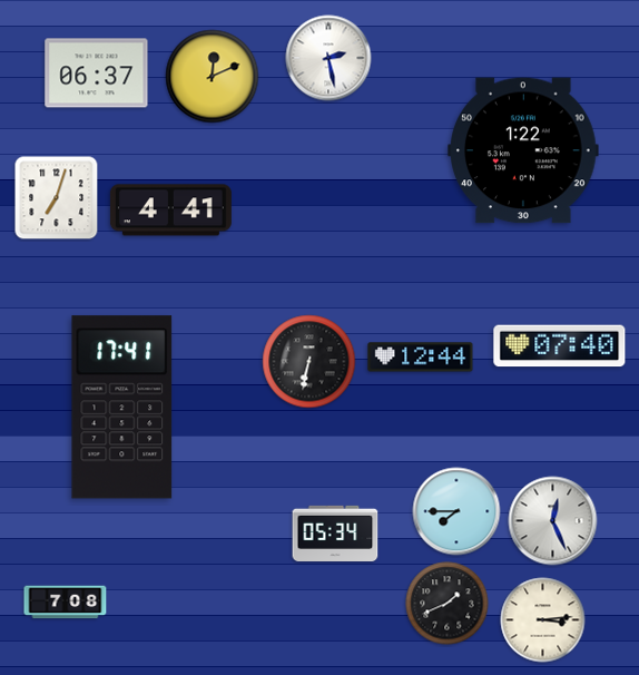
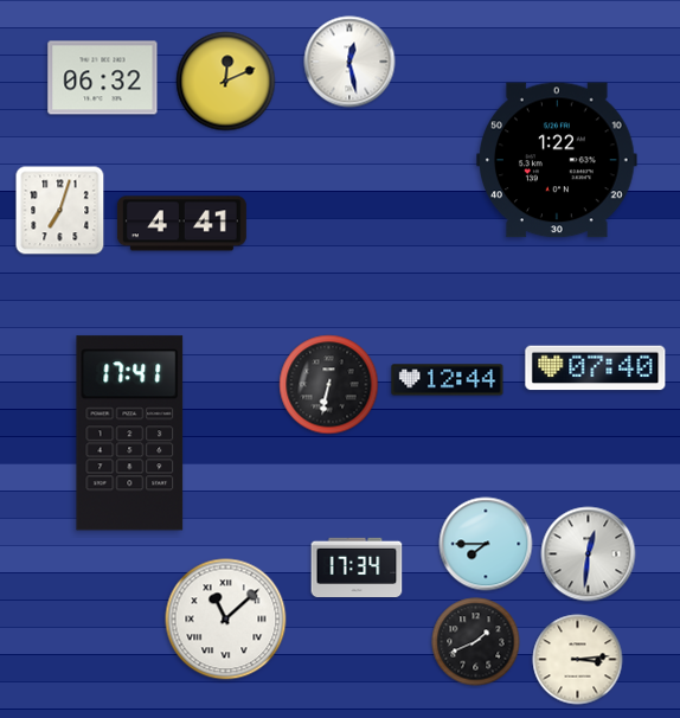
clock at (328, 58): 2:28 -> 12:28
clock at (97, 74): 06:37 -> 06:32
clock at (553, 521): 12:26 -> 12:31
clock at (335, 534): 05:34 -> 17:34
clock at (226, 620): none -> 11:08
clock at (66, 603): 7:08 -> none
